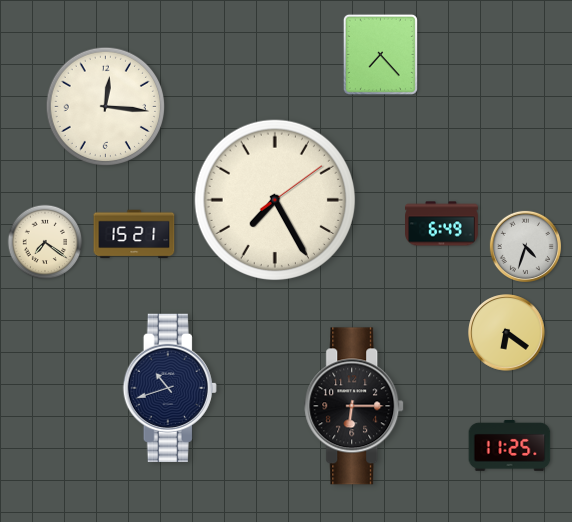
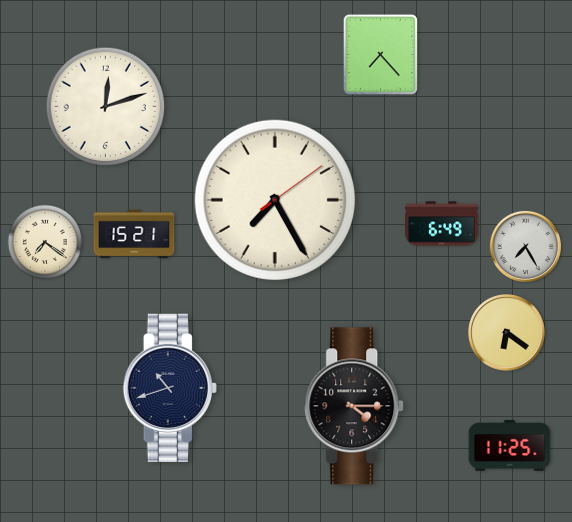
clock at (105, 106): 12:16 -> 12:12
clock at (525, 246): 4:33 -> 7:25
clock at (355, 406): 6:15 -> 4:15
